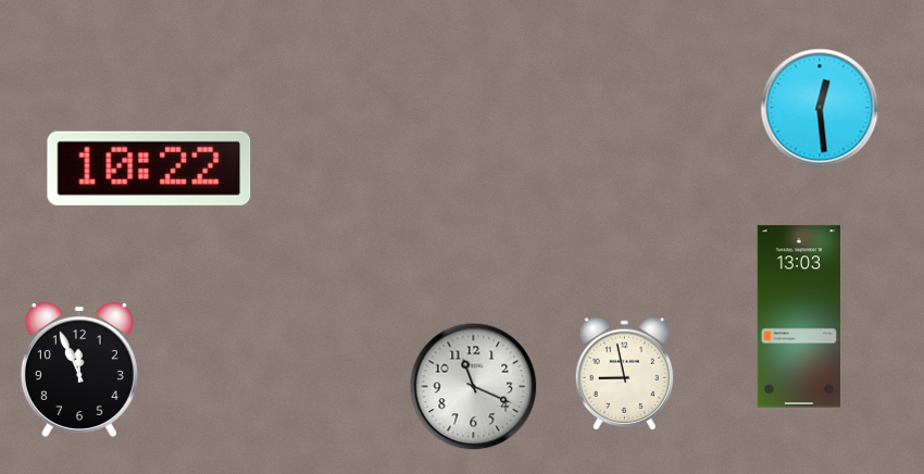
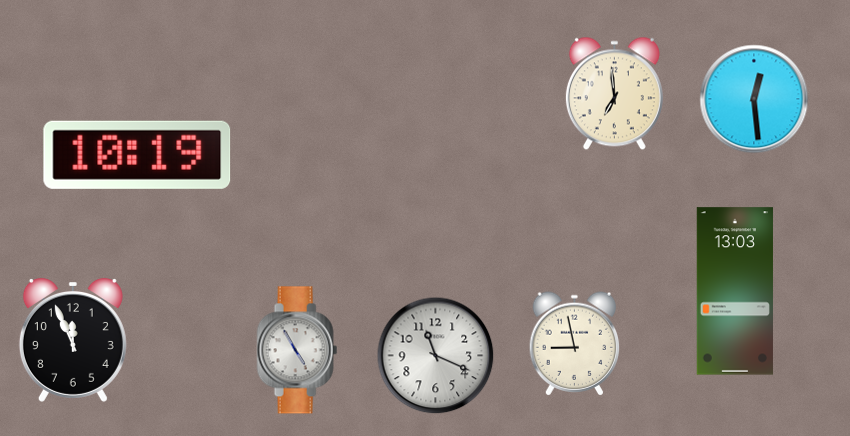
clock at (614, 94): none -> 6:59
clock at (149, 169): 10:22 -> 10:19
clock at (297, 350): none -> 4:55
